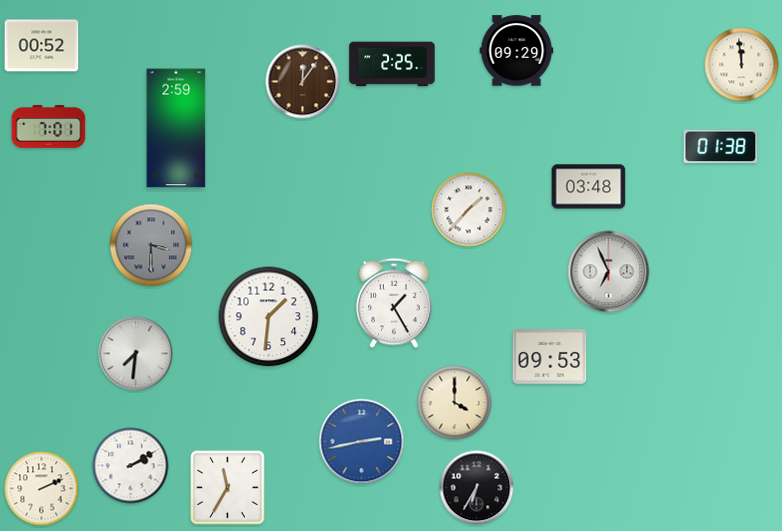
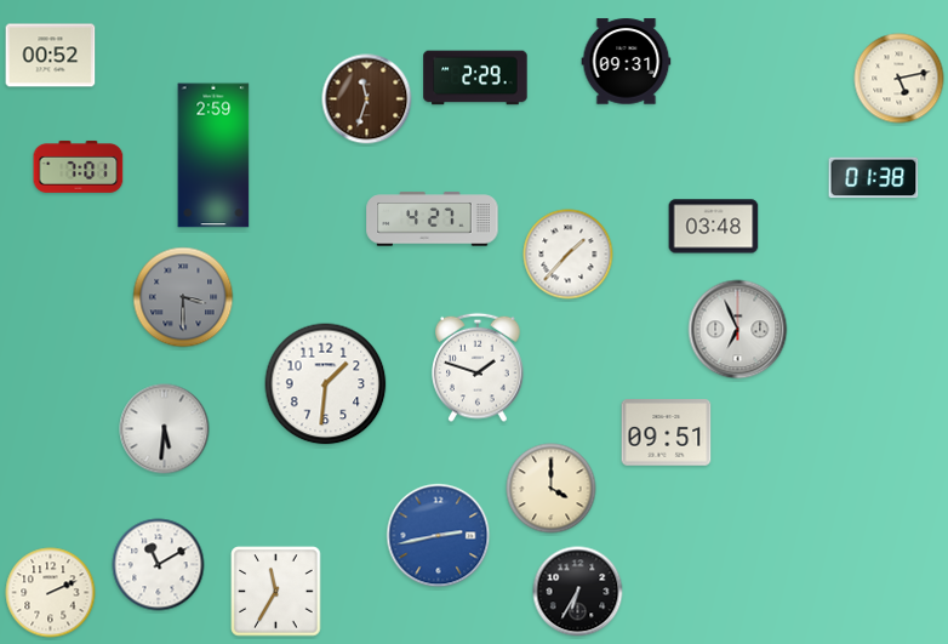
clock at (517, 51): 09:29 -> 09:31
clock at (392, 64): 2:25 -> 2:29
clock at (742, 65): 11:59 -> 5:13
clock at (303, 82): 12:06 -> 11:33
clock at (49, 126) position: (49, 126) -> (79, 166)
clock at (433, 220): none -> 4:27
clock at (394, 303): 1:25 -> 1:48
clock at (136, 354): 7:31 -> 5:31
clock at (550, 357): 09:53 -> 09:51
clock at (131, 466): 2:10 -> 11:10
